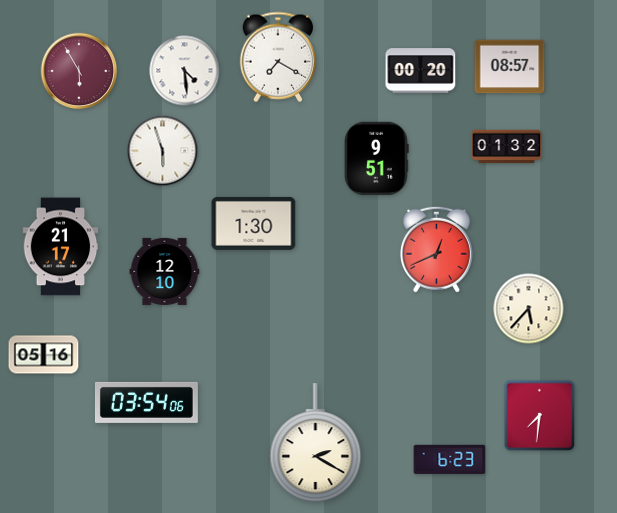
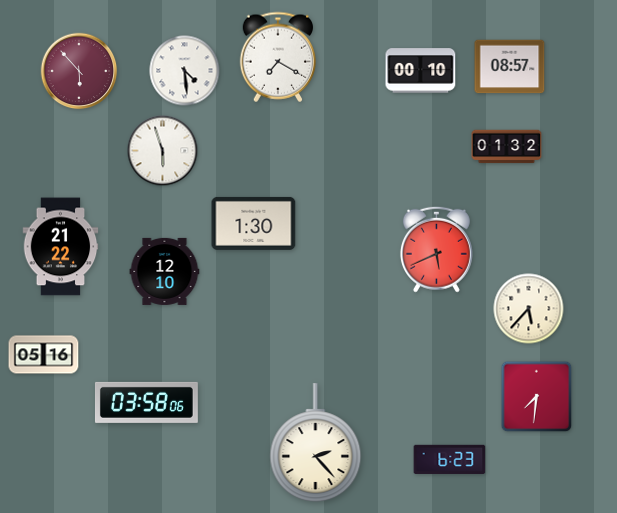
clock at (79, 71): 5:55 -> 5:53
clock at (421, 71): 00:20 -> 00:10
clock at (377, 159): 9:51 -> none
clock at (61, 247): 21:17 -> 21:22
clock at (436, 249): 12:41 -> 5:41
clock at (146, 402): 03:54 -> 03:58
clock at (540, 416) position: (540, 416) -> (537, 397)
clock at (316, 443): 2:20 -> 2:23
